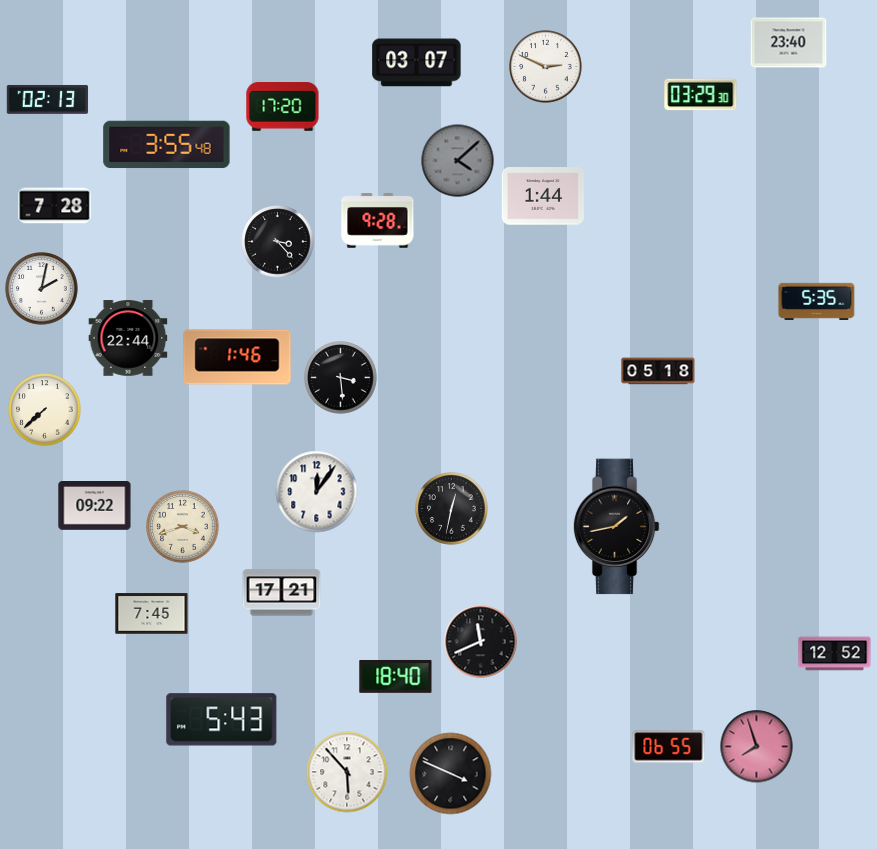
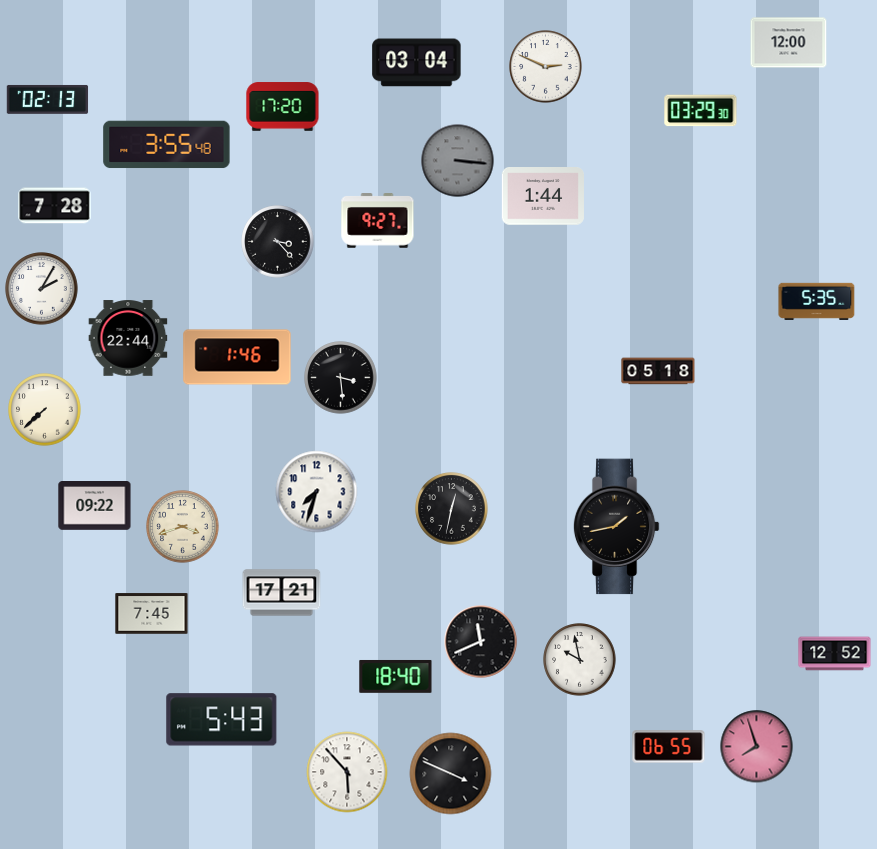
clock at (789, 43): 23:40 -> 12:00
clock at (417, 63): 03:07 -> 03:04
clock at (701, 95) position: (701, 95) -> (701, 111)
clock at (458, 161): 4:08 -> 3:16
clock at (378, 221): 9:28 -> 9:27
clock at (42, 289): 2:02 -> 2:05
clock at (317, 492): 12:06 -> 7:33
clock at (580, 660): none -> 9:58
